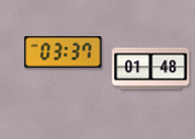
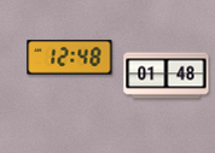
clock at (64, 51): 03:37 -> 12:48
